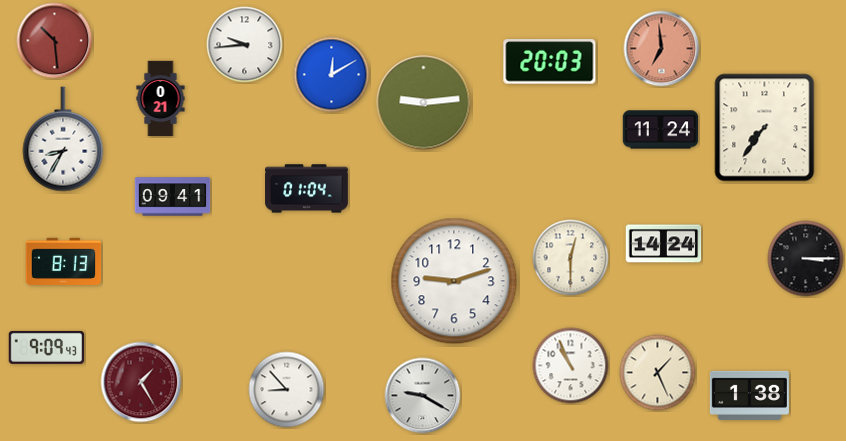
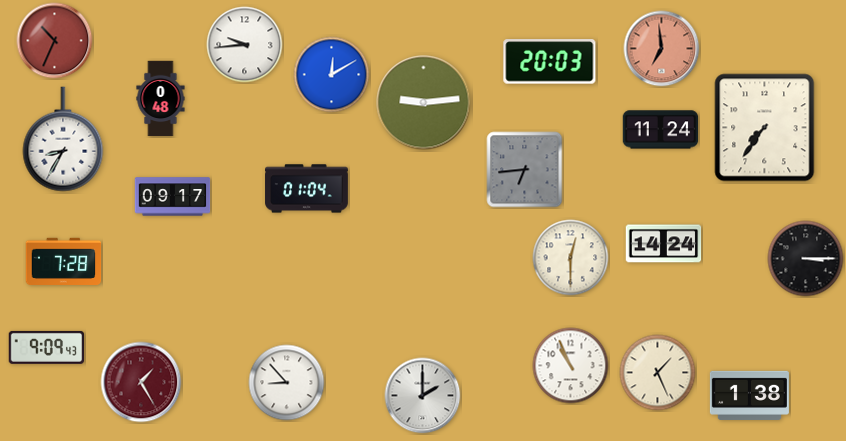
clock at (55, 41): 10:29 -> 10:34
clock at (161, 99): 0:21 -> 0:48
clock at (525, 170): none -> 6:44
clock at (173, 197): 09:41 -> 09:17
clock at (64, 262): 8:13 -> 7:28
clock at (454, 281): 9:12 -> none
clock at (287, 390) position: (287, 390) -> (287, 383)
clock at (423, 396): 9:20 -> 2:00
